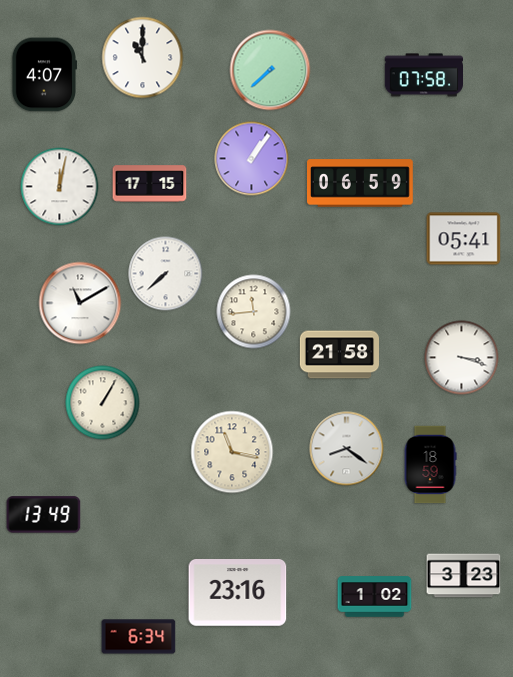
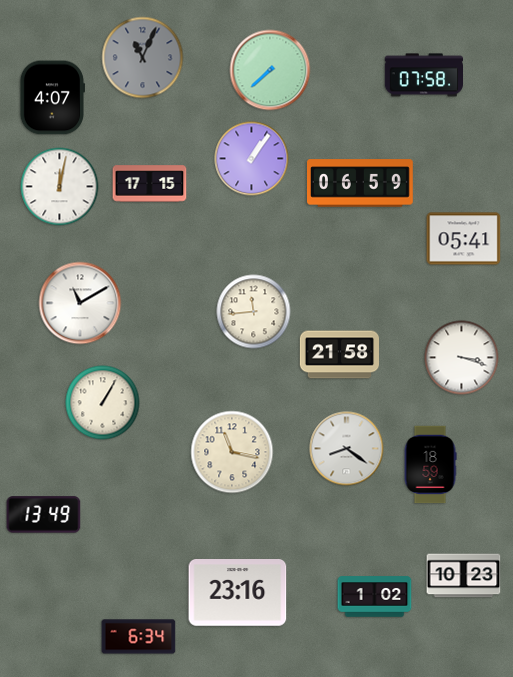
clock at (143, 58): 11:00 -> 11:04
clock at (143, 58) dial: white -> grey
clock at (43, 75) position: (43, 75) -> (51, 98)
clock at (166, 274): 7:38 -> none
clock at (464, 576): 3:23 -> 10:23
